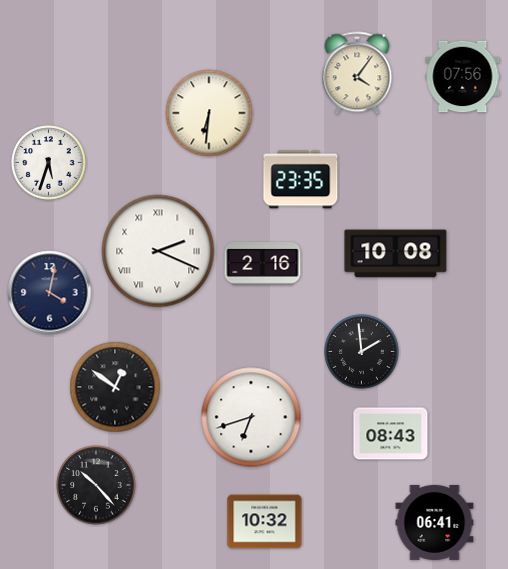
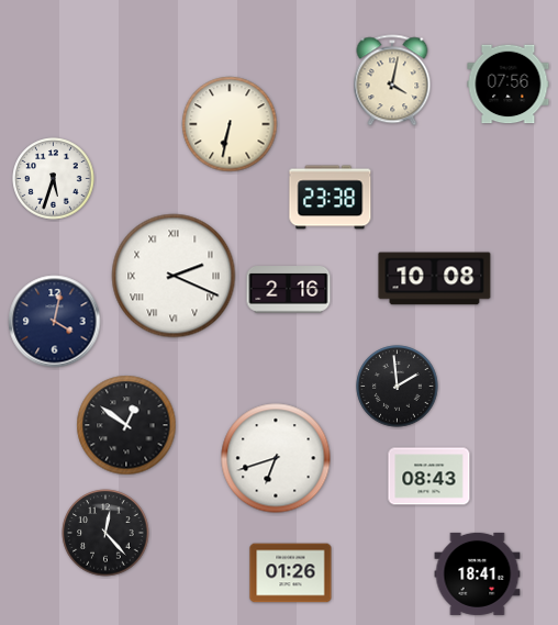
clock at (357, 73): 4:06 -> 4:02
clock at (209, 113): 6:31 -> 6:32
clock at (301, 180): 23:35 -> 23:38
clock at (96, 485): 10:23 -> 12:23
clock at (265, 522): 10:32 -> 01:26
clock at (435, 522): 06:41 -> 18:41
